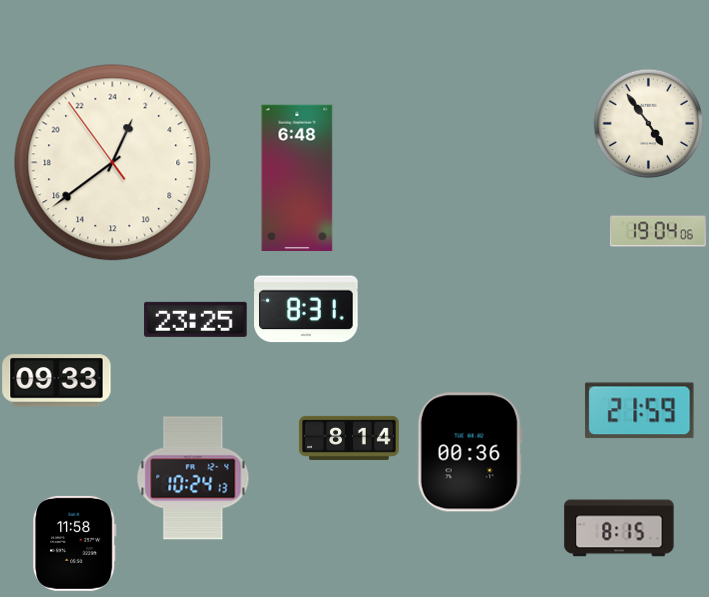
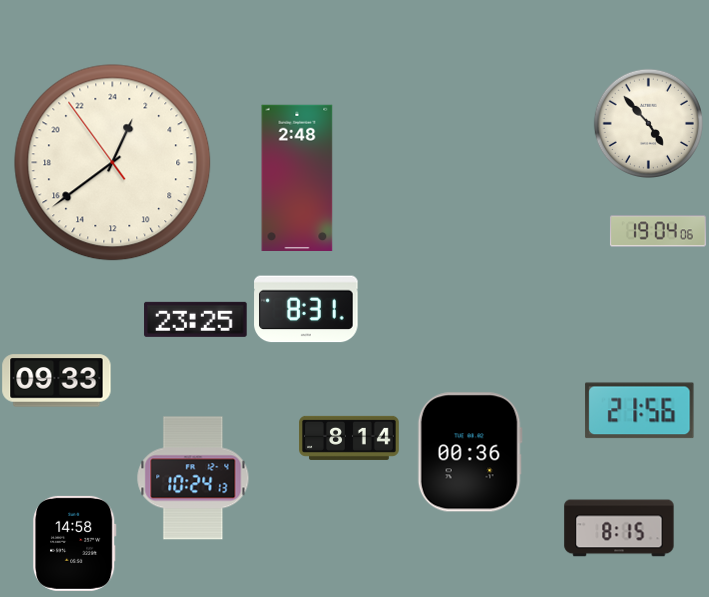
clock at (648, 123): 4:54 -> 4:53
clock at (297, 177): 6:48 -> 2:48
clock at (640, 411): 21:59 -> 21:56
clock at (75, 543): 11:58 -> 14:58
